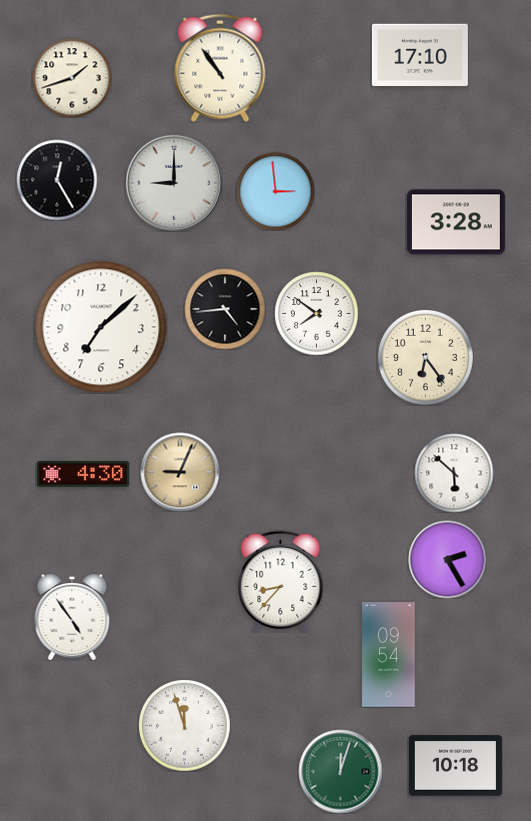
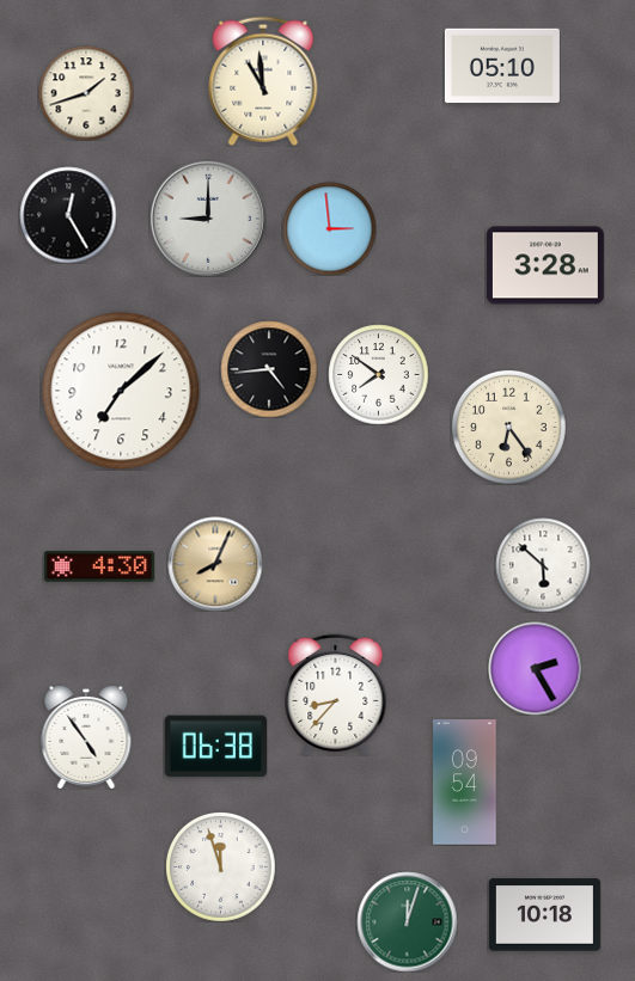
clock at (420, 55): 17:10 -> 05:10
clock at (220, 68): 10:54 -> 10:59
clock at (180, 472): 9:04 -> 8:04
clock at (215, 747): none -> 06:38
